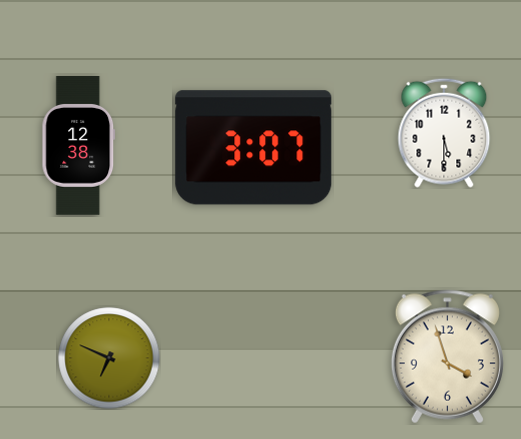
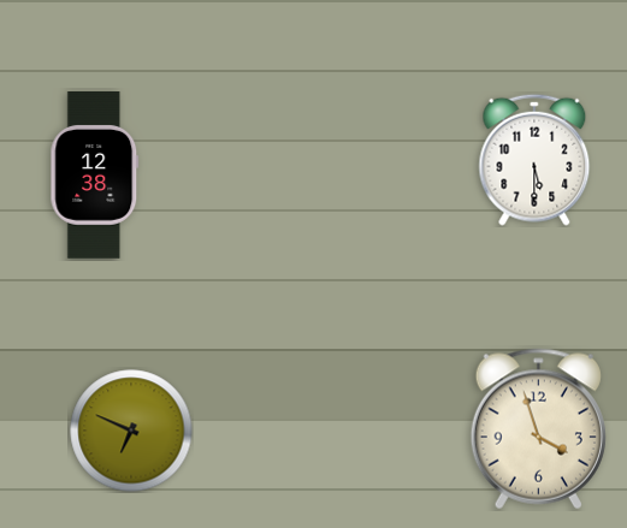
clock at (254, 148): 3:07 -> none
